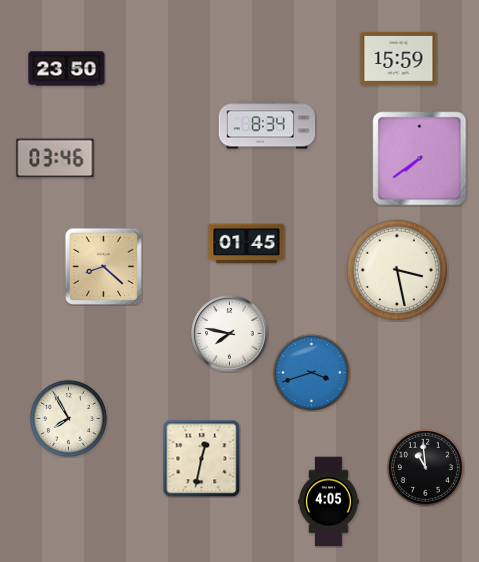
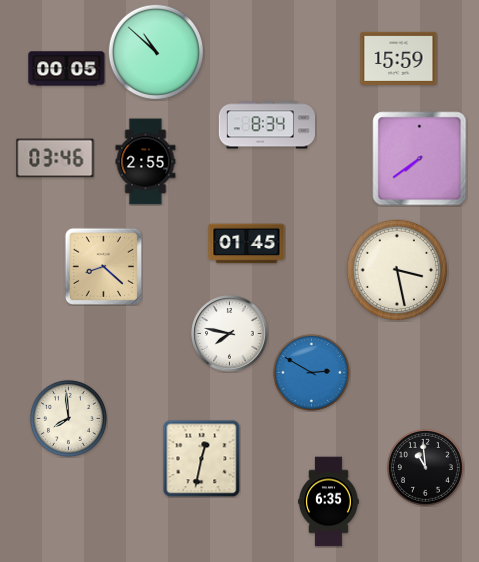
clock at (156, 52): none -> 10:52
clock at (67, 69): 23:50 -> 00:05
clock at (146, 162): none -> 2:55
clock at (311, 372): 3:42 -> 2:50
clock at (68, 418): 7:55 -> 7:59
clock at (329, 502): 4:05 -> 6:35
